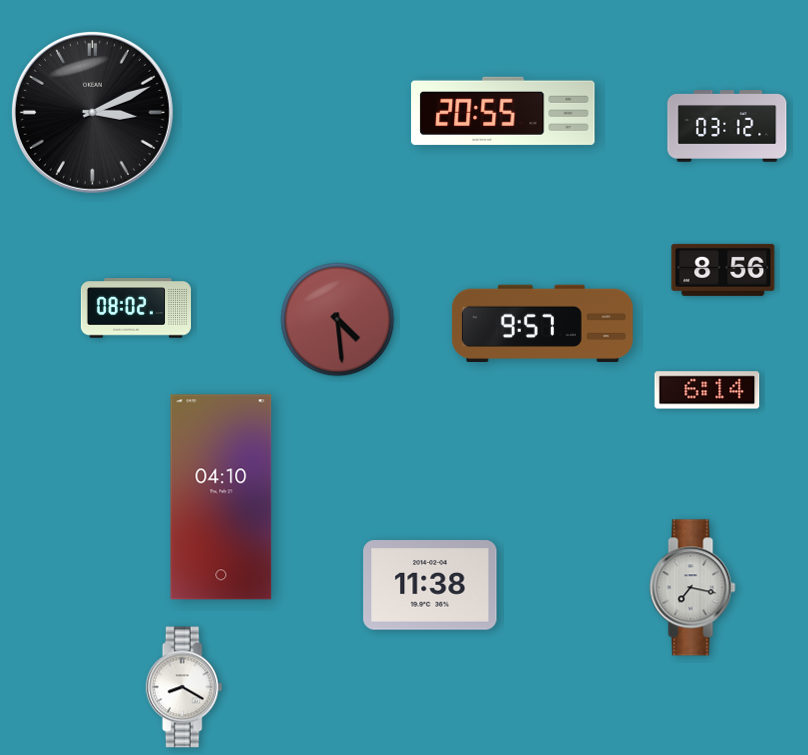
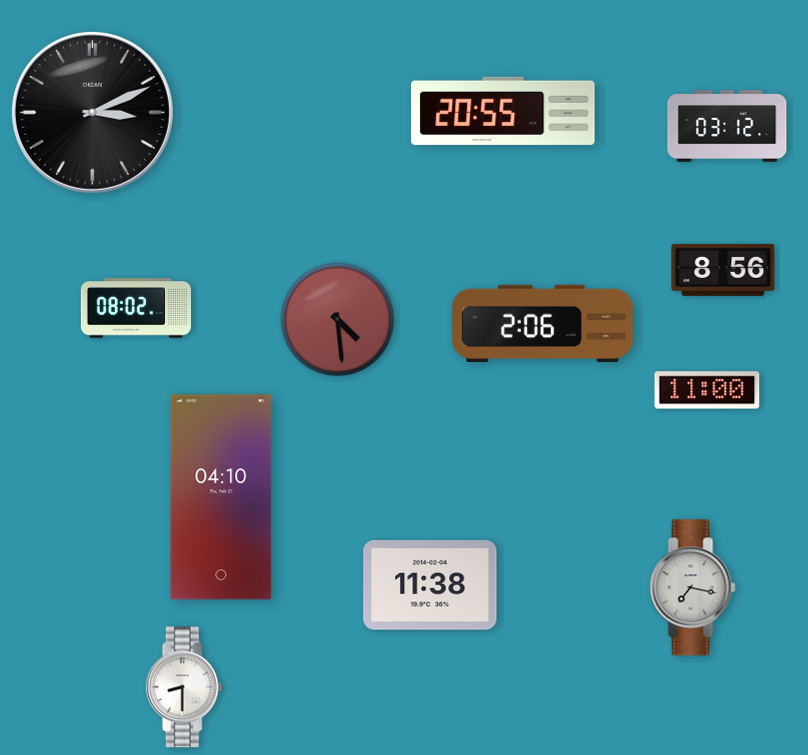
clock at (542, 323): 9:57 -> 2:06
clock at (707, 390): 6:14 -> 11:00
clock at (184, 687): 8:20 -> 8:30
